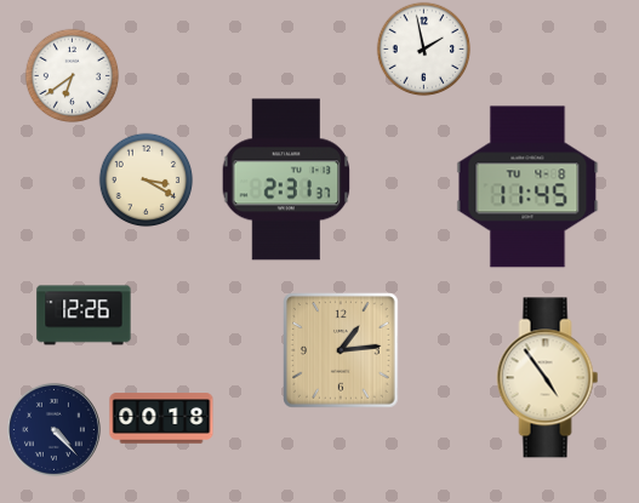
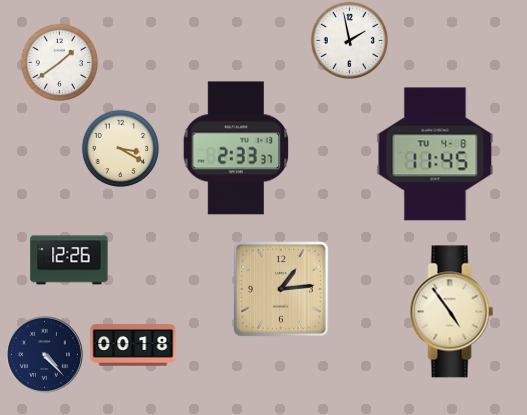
clock at (72, 75): 6:39 -> 1:39
clock at (286, 179): 2:31 -> 2:33
